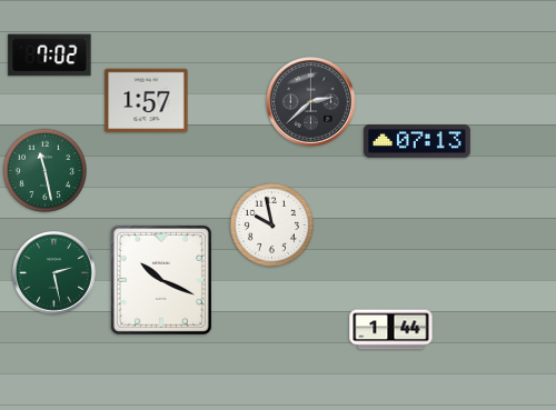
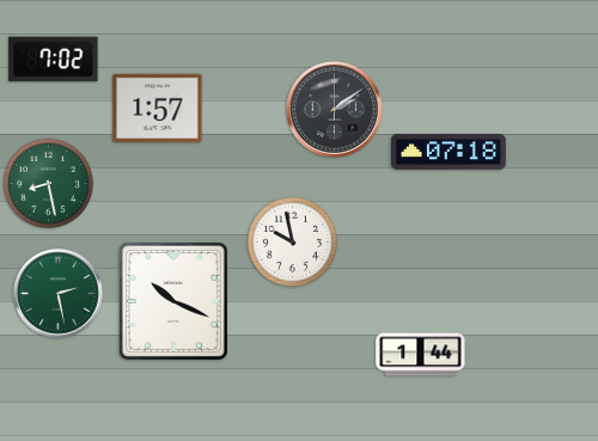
clock at (311, 102): 2:38 -> 2:09
clock at (417, 142): 07:13 -> 07:18
clock at (44, 170): 11:28 -> 8:28
